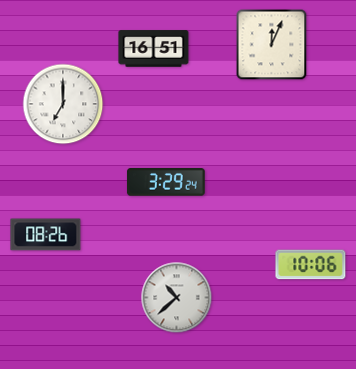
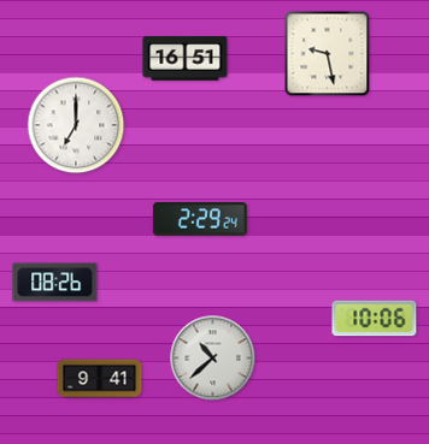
clock at (272, 45): 12:04 -> 9:28
clock at (166, 183): 3:29 -> 2:29
clock at (100, 379): none -> 9:41
